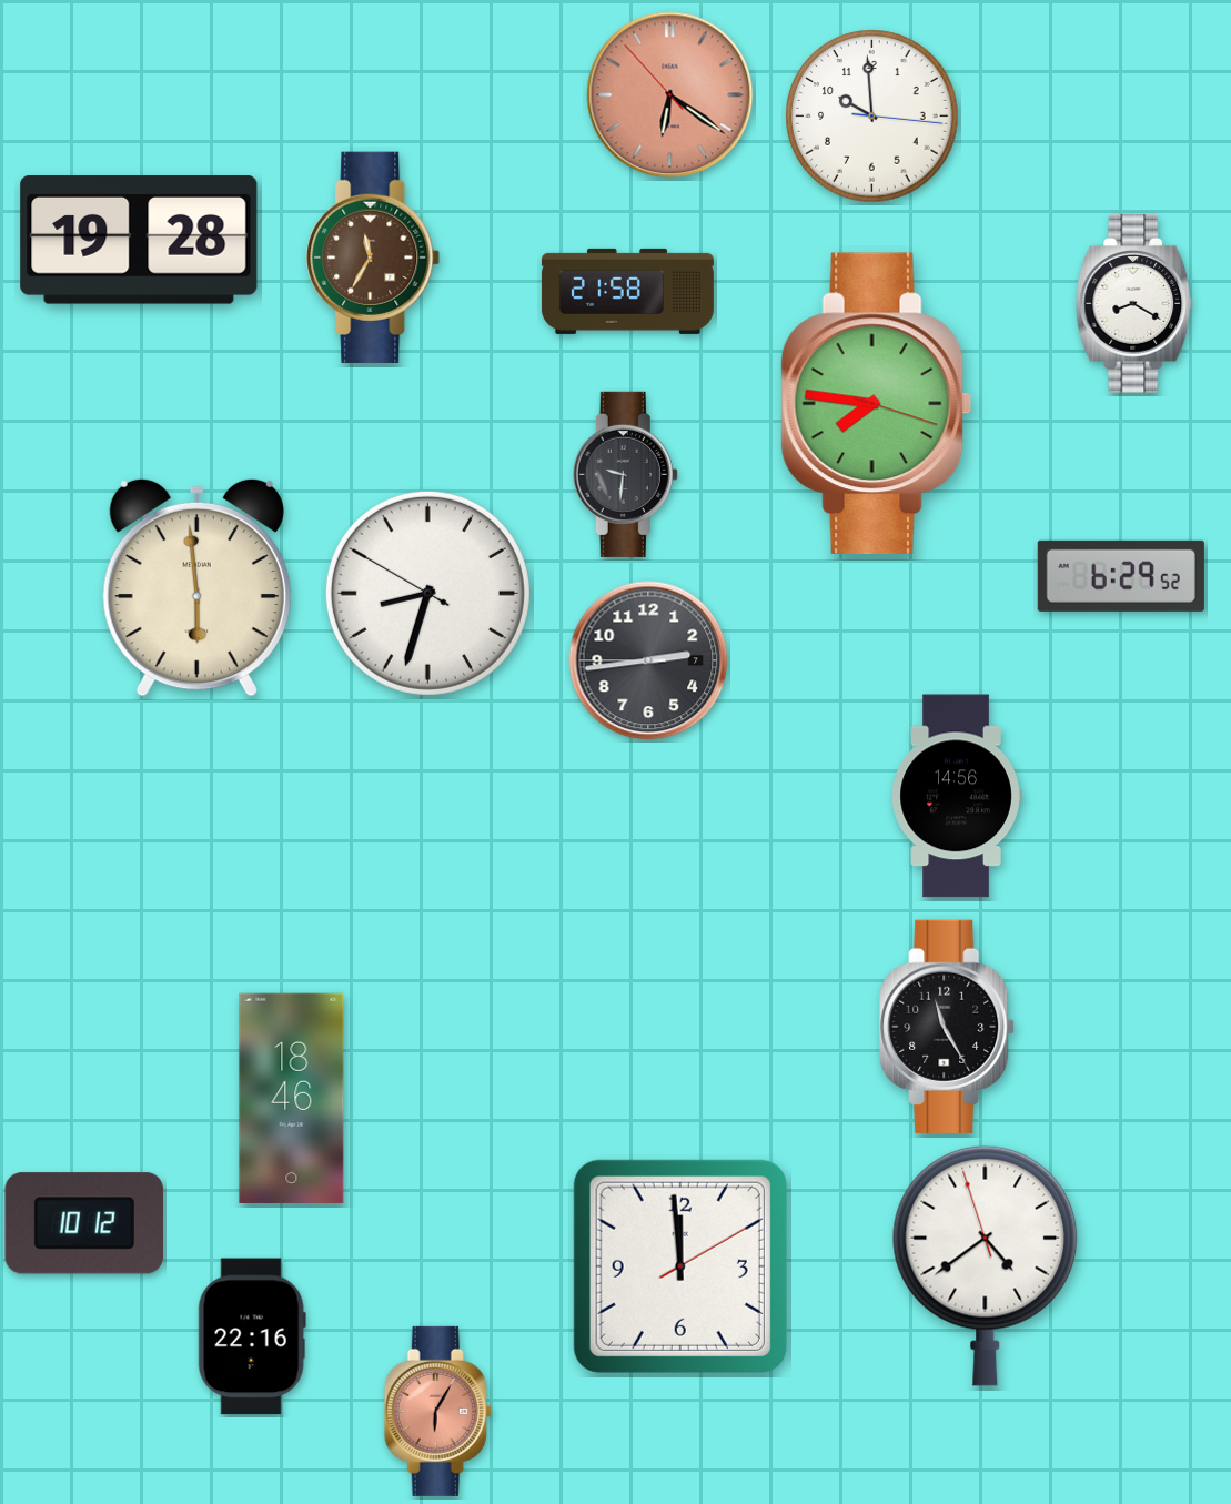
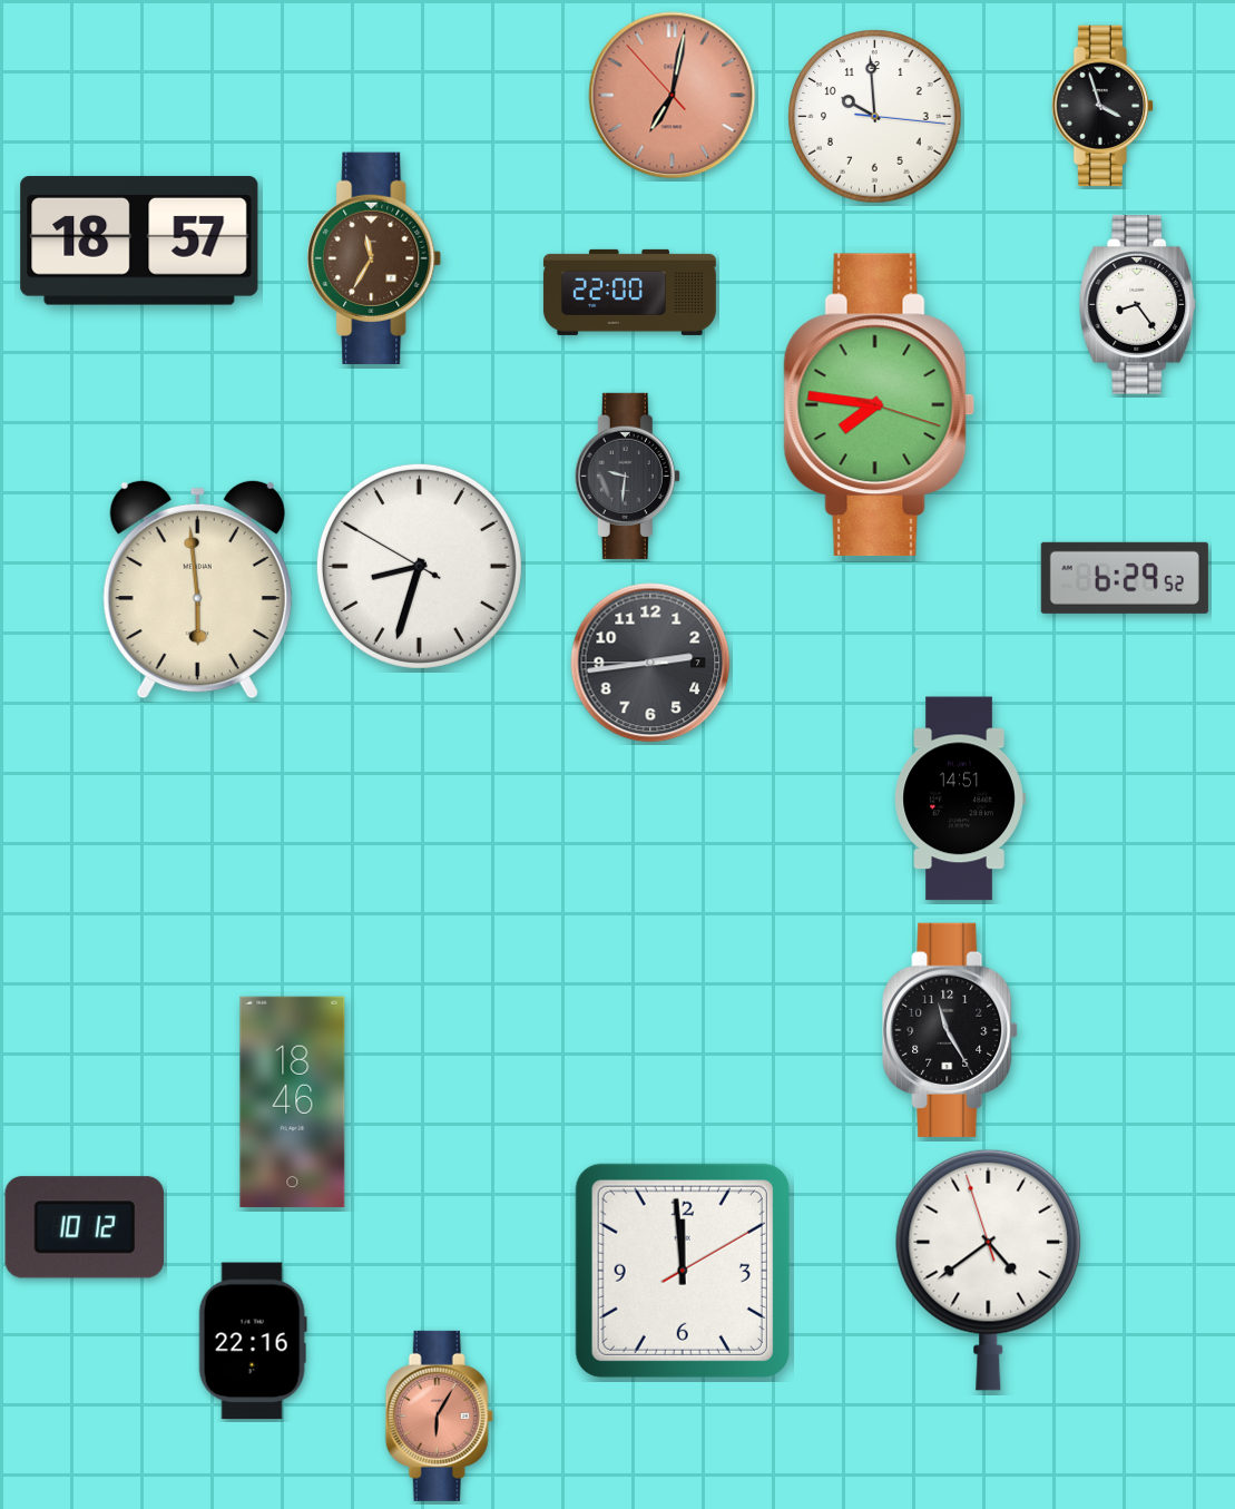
clock at (670, 95): 6:20 -> 7:01
clock at (1102, 106): none -> 3:57
clock at (139, 240): 19:28 -> 18:57
clock at (627, 291): 21:58 -> 22:00
clock at (1134, 304): 8:20 -> 8:24
clock at (427, 593) position: (427, 593) -> (419, 566)
clock at (957, 796): 14:56 -> 14:51
